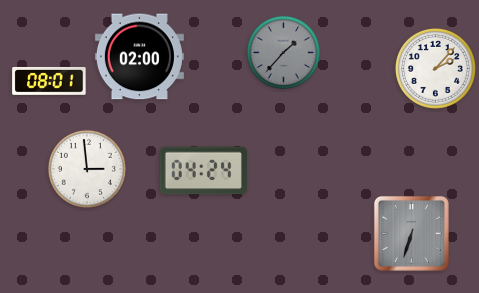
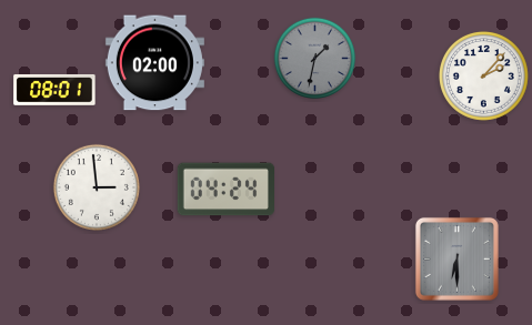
clock at (283, 52): 1:37 -> 1:32
clock at (411, 233): 6:33 -> 6:30
